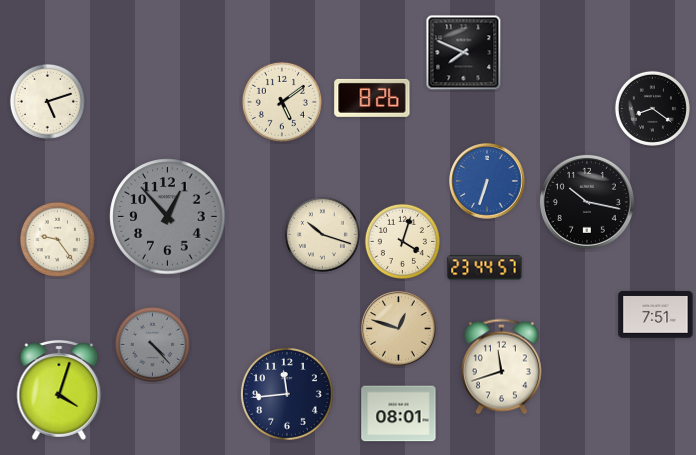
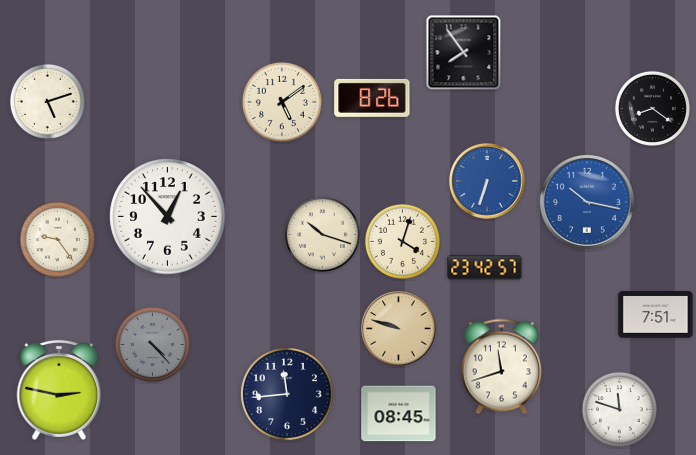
clock at (464, 53): 7:49 -> 7:54
clock at (587, 202) dial: black -> blue
clock at (168, 217) dial: grey -> white
clock at (485, 268): 23:44 -> 23:42
clock at (399, 329): 12:48 -> 9:48
clock at (59, 390): 4:03 -> 2:47
clock at (619, 409): none -> 11:48
clock at (399, 414): 08:01 -> 08:45
